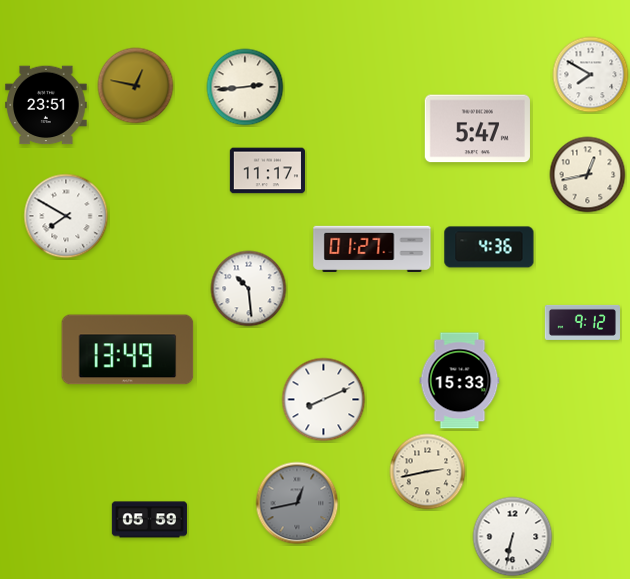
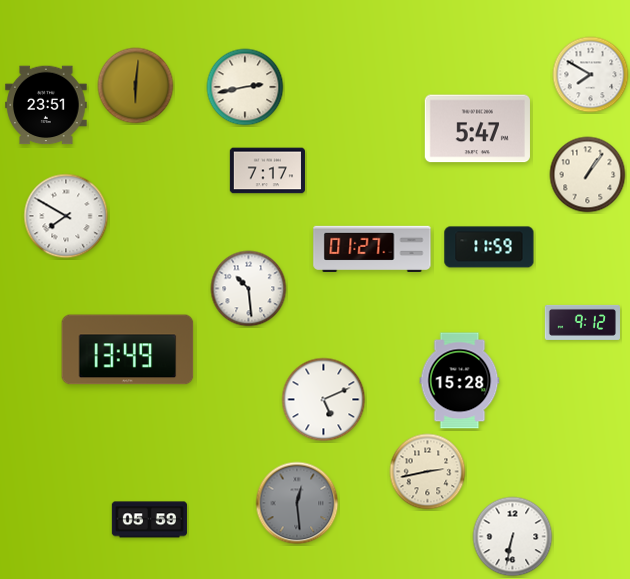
clock at (136, 86): 12:47 -> 6:01
clock at (245, 87): 2:44 -> 2:43
clock at (267, 171): 11:17 -> 7:17
clock at (588, 175): 12:43 -> 1:06
clock at (489, 247): 4:36 -> 11:59
clock at (460, 381): 15:33 -> 15:28
clock at (324, 400): 8:11 -> 5:11
clock at (297, 503): 12:43 -> 12:29
